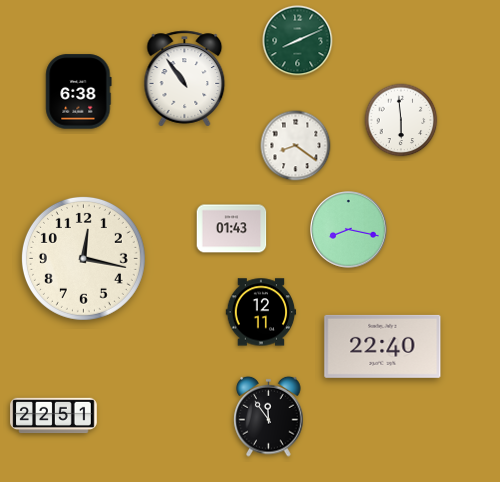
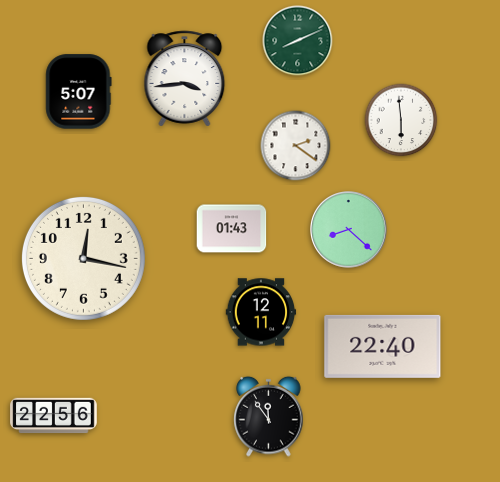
clock at (185, 79): 10:54 -> 3:44
clock at (79, 92): 6:38 -> 5:07
clock at (296, 146): 8:21 -> 2:21
clock at (349, 230): 8:17 -> 8:22
clock at (54, 416): 22:51 -> 22:56
